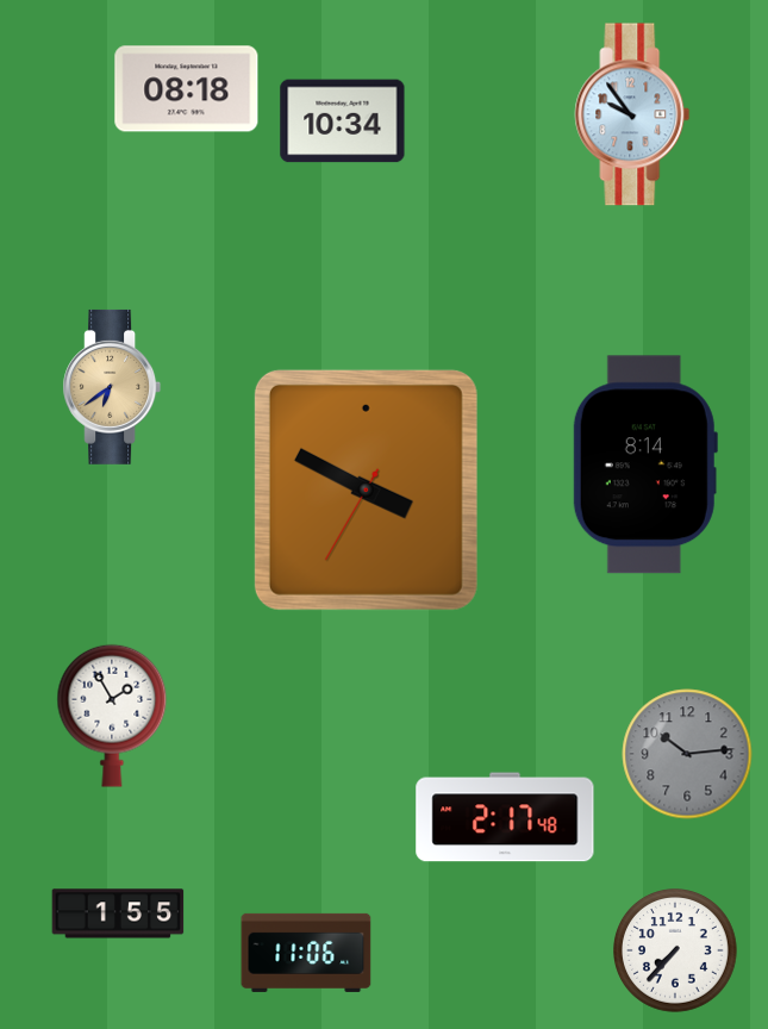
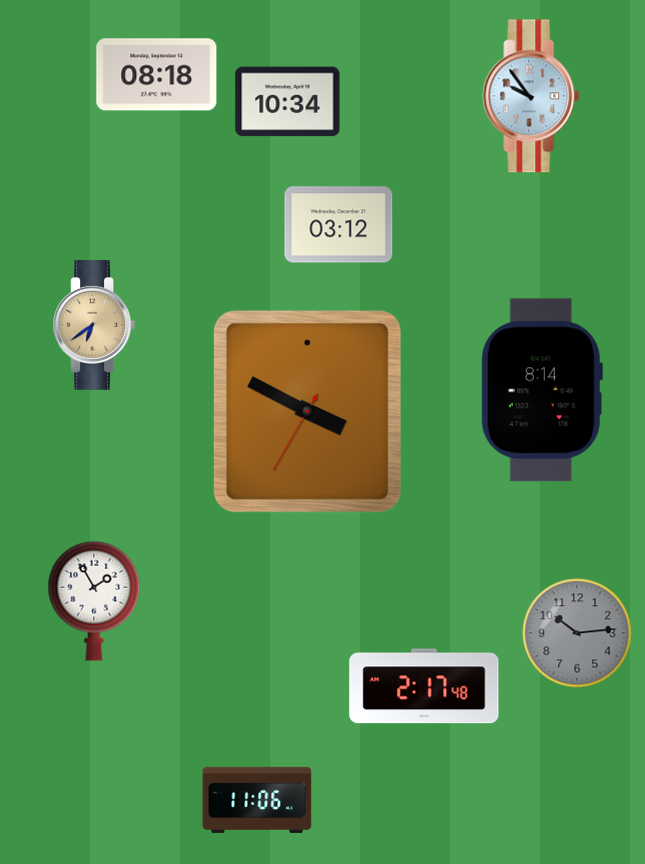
clock at (339, 225): none -> 03:12
clock at (118, 913): 1:55 -> none
clock at (676, 952): 7:37 -> none
